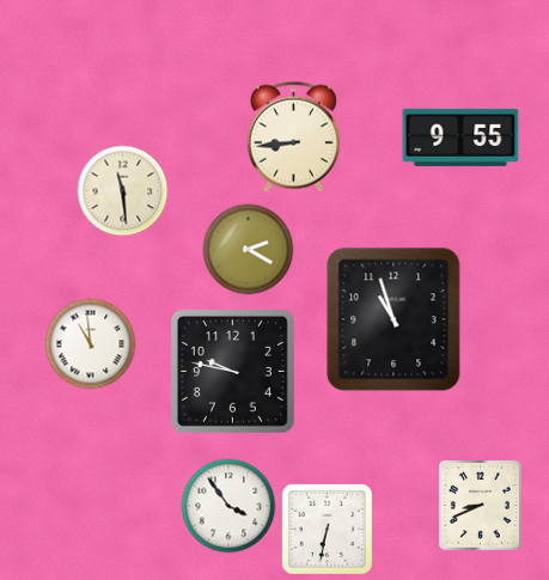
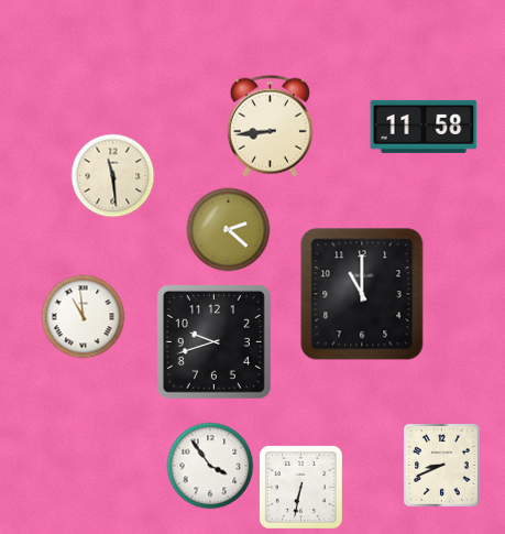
clock at (460, 138): 9:55 -> 11:58
clock at (249, 250): 2:20 -> 2:22
clock at (394, 319): 10:57 -> 11:00
clock at (232, 371): 9:47 -> 9:42
